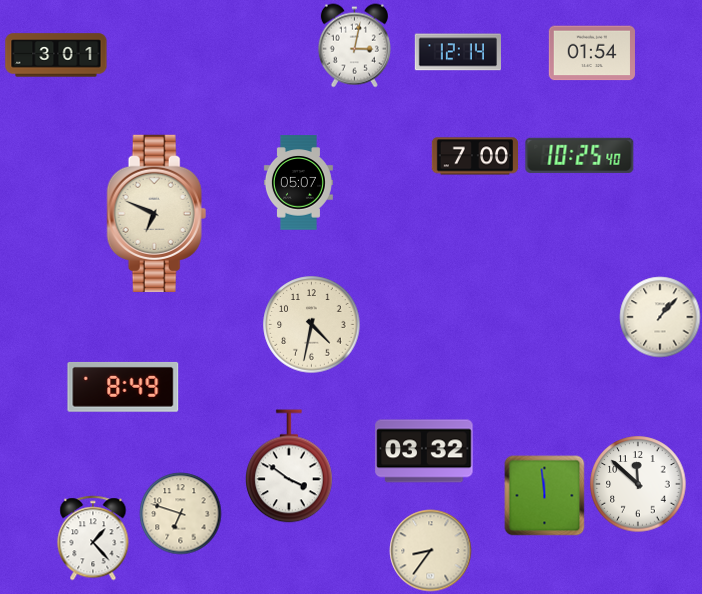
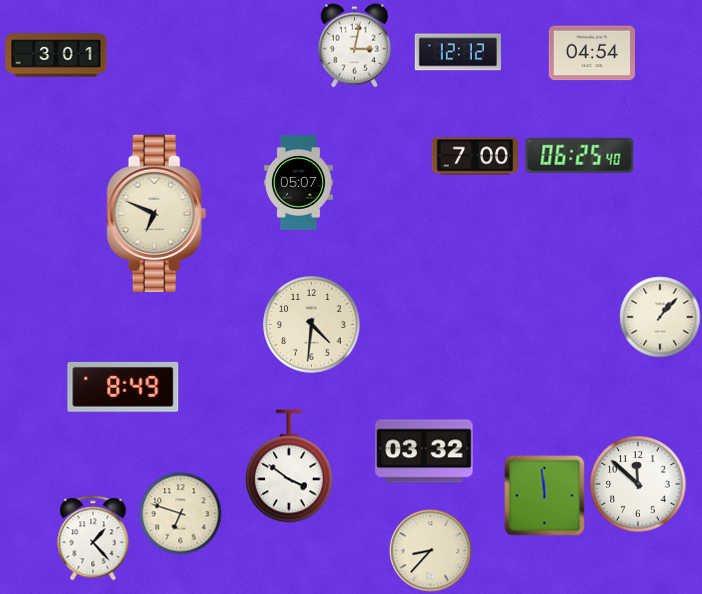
clock at (458, 52): 12:14 -> 12:12
clock at (592, 53): 01:54 -> 04:54
clock at (580, 155): 10:25 -> 06:25
clock at (312, 325): 4:32 -> 4:31
clock at (431, 551): 8:36 -> 8:37
